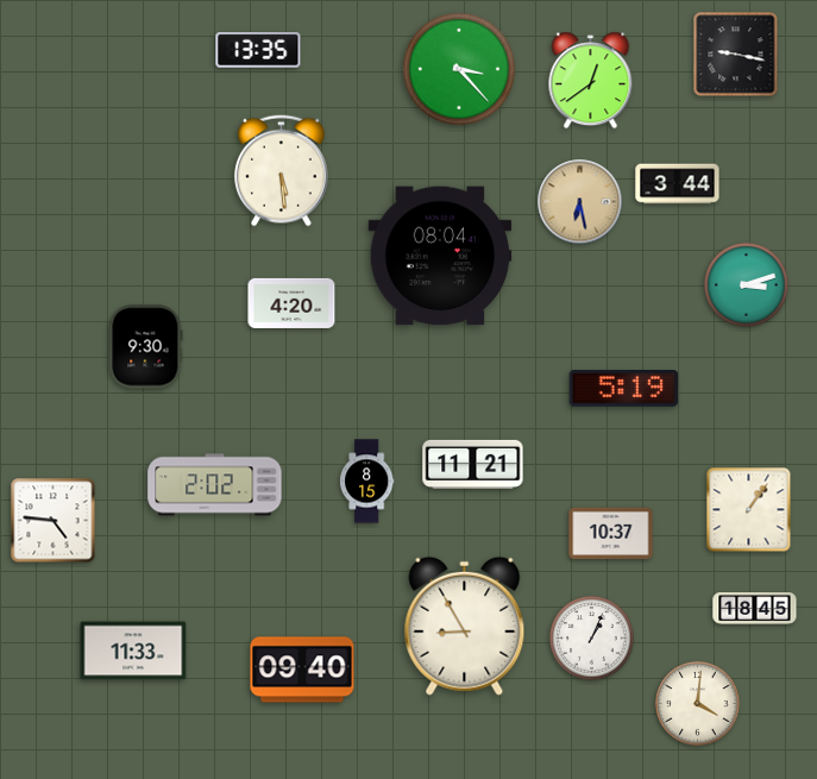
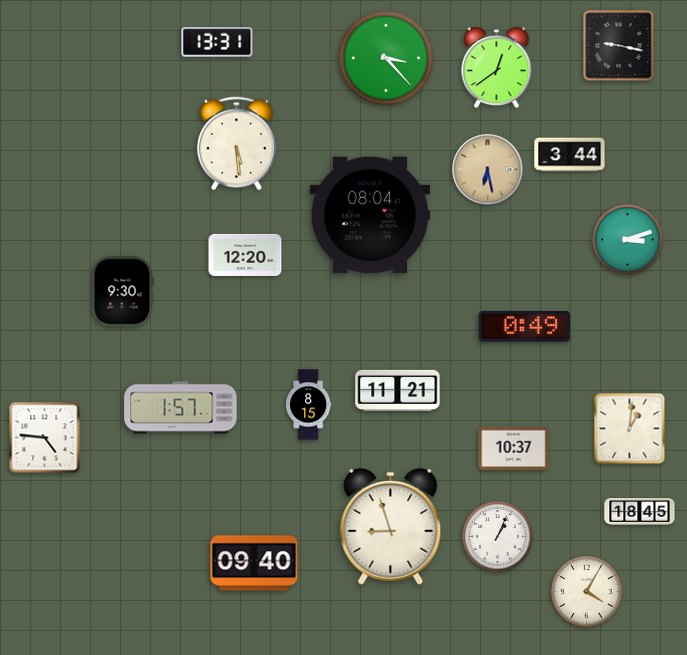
clock at (258, 51): 13:35 -> 13:31
clock at (291, 303): 4:20 -> 12:20
clock at (624, 389): 5:19 -> 0:49
clock at (215, 485): 2:02 -> 1:57
clock at (749, 510): 1:06 -> 1:01
clock at (755, 609) position: (755, 609) -> (640, 512)
clock at (465, 626): 8:55 -> 8:57
clock at (133, 651): 11:33 -> none
clock at (698, 704): 4:01 -> 4:05
